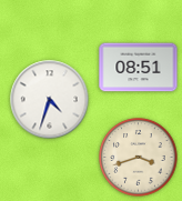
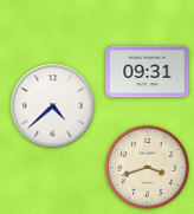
clock at (139, 68): 08:51 -> 09:31
clock at (50, 100): 4:33 -> 4:38
